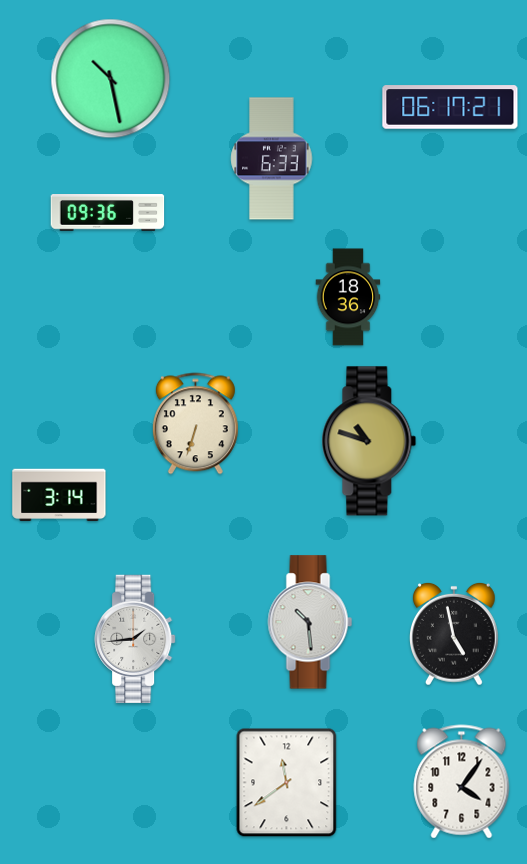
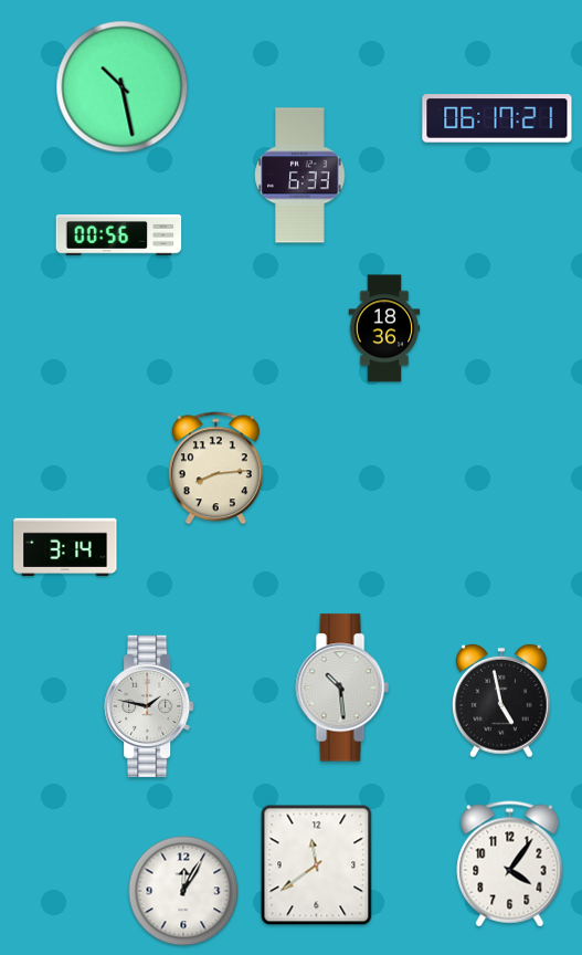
clock at (108, 213): 09:36 -> 00:56
clock at (195, 424): 6:33 -> 8:14
clock at (369, 441): 10:48 -> none
clock at (135, 638): 1:44 -> 1:47
clock at (183, 891): none -> 12:05
